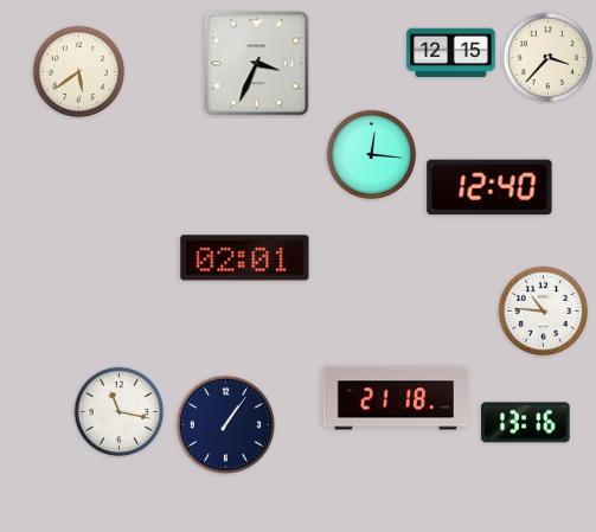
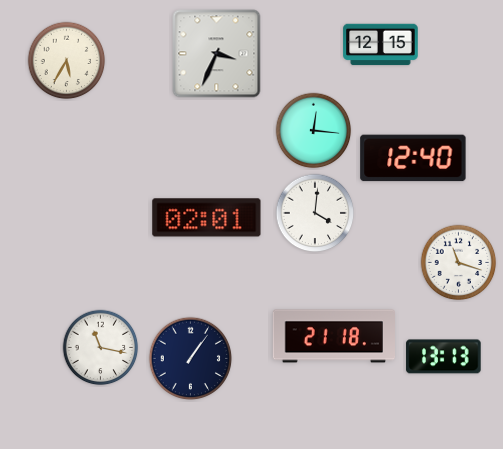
clock at (549, 58): 3:37 -> none
clock at (79, 72): 5:39 -> 5:35
clock at (315, 213): none -> 4:01
clock at (544, 312): 10:46 -> 11:18
clock at (526, 423): 13:16 -> 13:13
